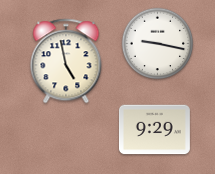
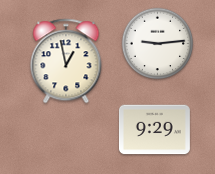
clock at (158, 44): 9:17 -> 9:14
clock at (66, 61): 4:58 -> 12:58
